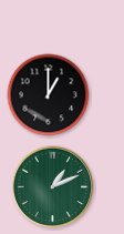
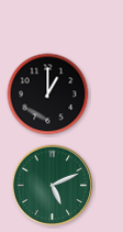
clock at (53, 187): 1:11 -> 5:11
